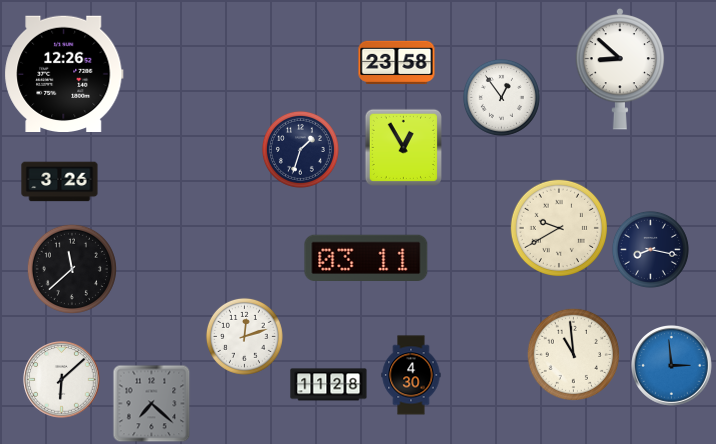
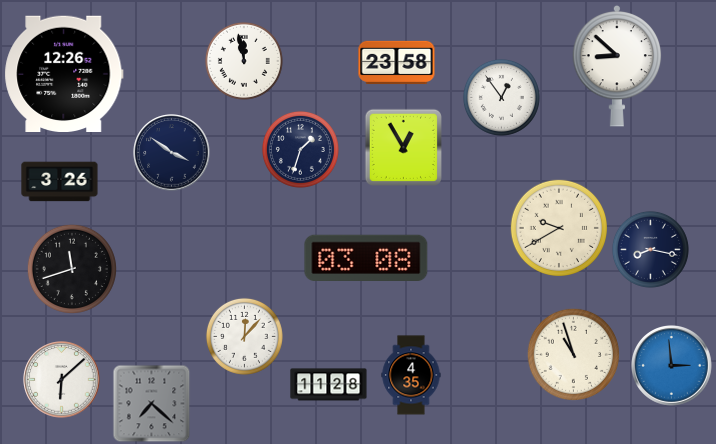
clock at (244, 61): none -> 11:58
clock at (620, 69) position: (620, 69) -> (617, 66)
clock at (172, 153): none -> 3:51
clock at (366, 257): 03:11 -> 03:08
clock at (72, 269): 11:38 -> 11:42
clock at (244, 336): 12:12 -> 12:07
clock at (573, 354): 10:59 -> 10:57
clock at (411, 375): 4:30 -> 4:35
